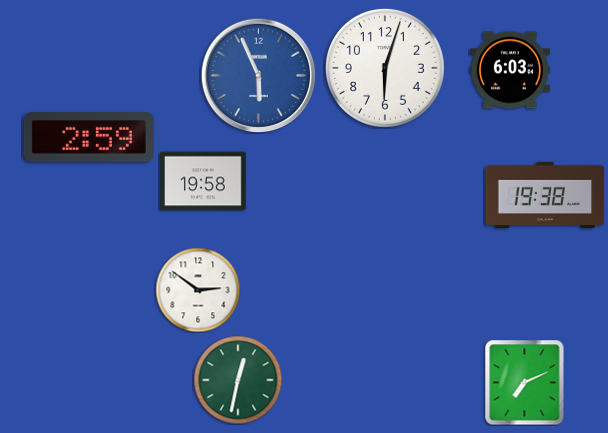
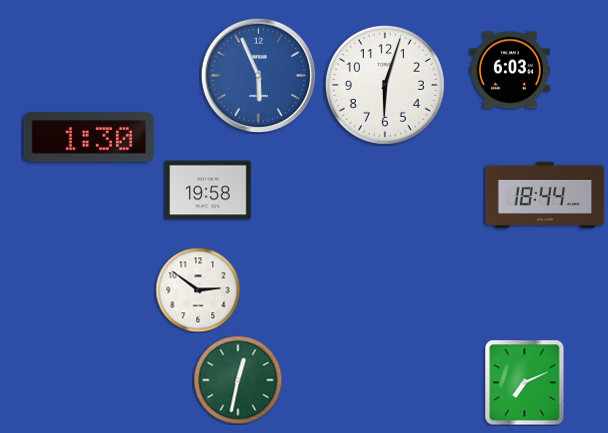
clock at (385, 68) position: (385, 68) -> (385, 85)
clock at (89, 137): 2:59 -> 1:30
clock at (203, 181) position: (203, 181) -> (208, 190)
clock at (545, 194): 19:38 -> 18:44
